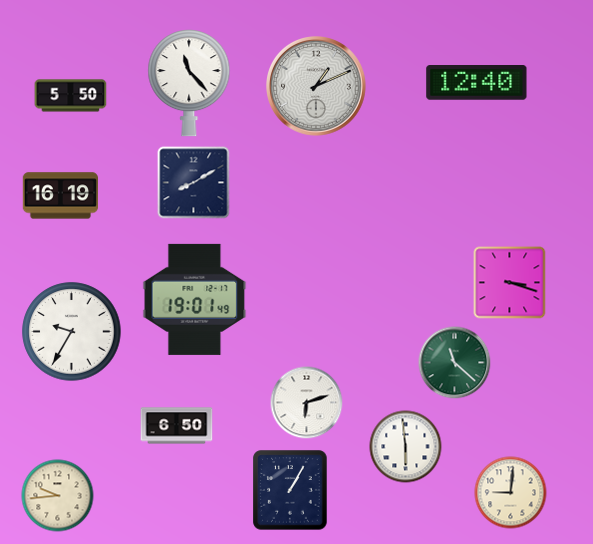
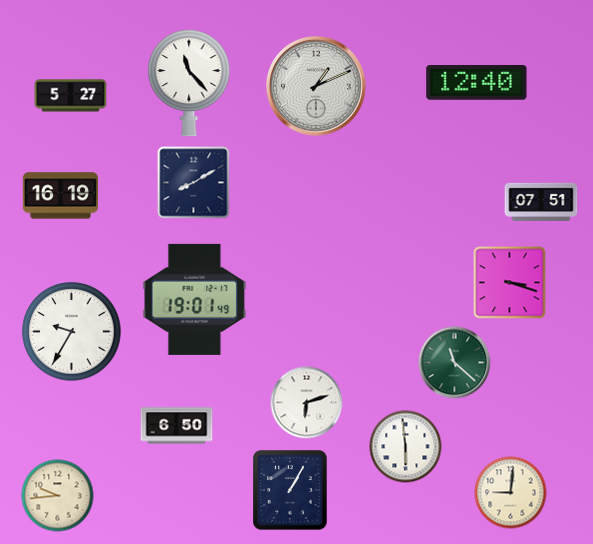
clock at (71, 96): 5:50 -> 5:27
clock at (541, 201): none -> 07:51
